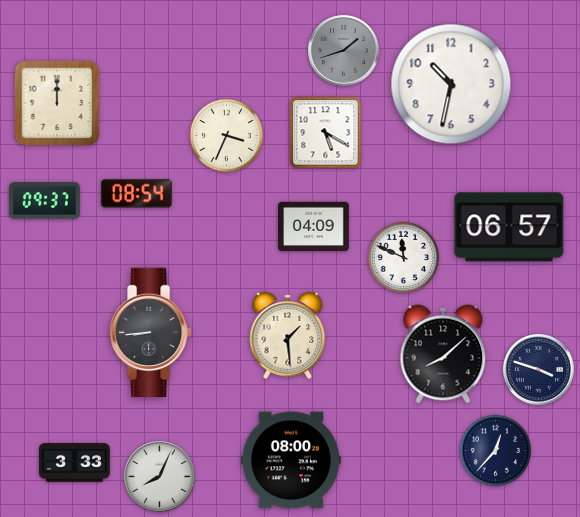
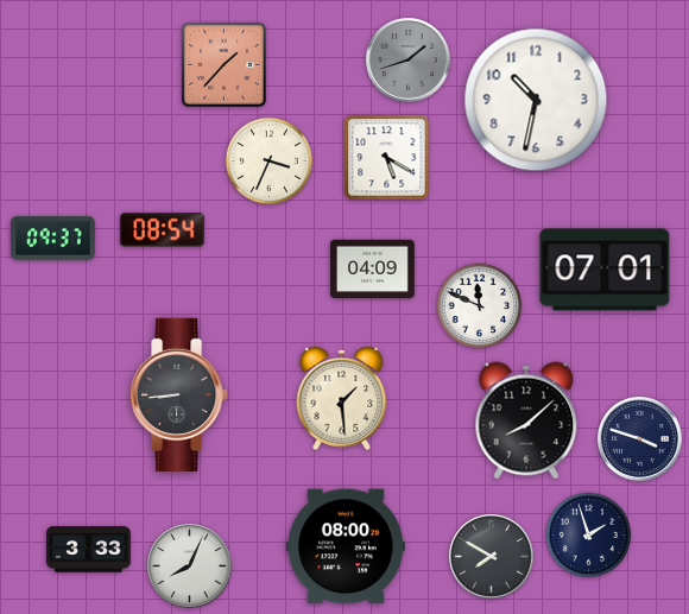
clock at (223, 64): none -> 1:37
clock at (57, 103): 12:00 -> none
clock at (509, 227): 06:57 -> 07:01
clock at (496, 451): 12:37 -> 1:57
clock at (492, 557): none -> 7:50
